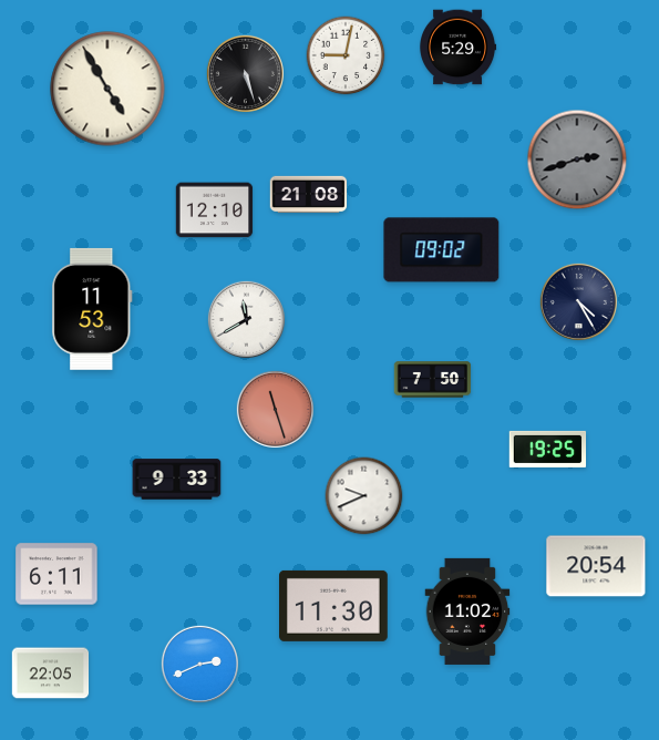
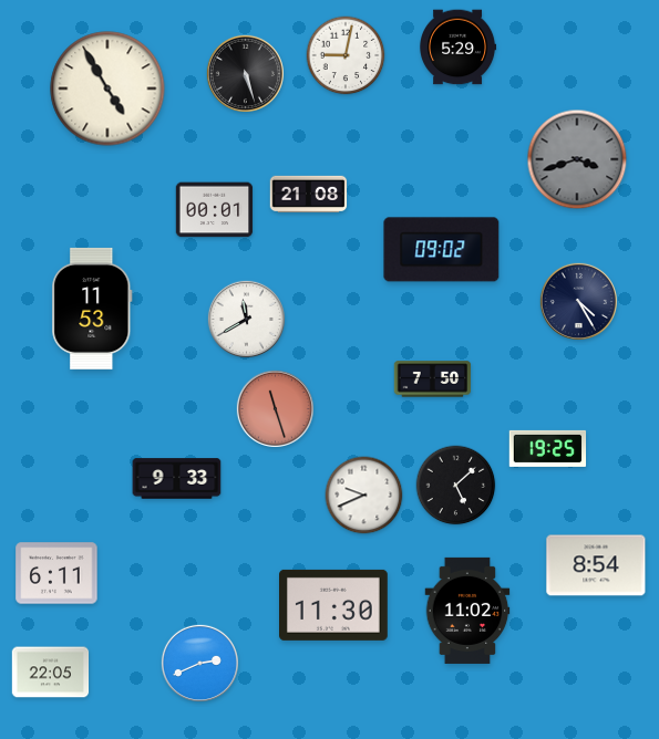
clock at (577, 160): 2:42 -> 3:42
clock at (215, 210): 12:10 -> 00:01
clock at (456, 486): none -> 5:08
clock at (596, 566): 20:54 -> 8:54
